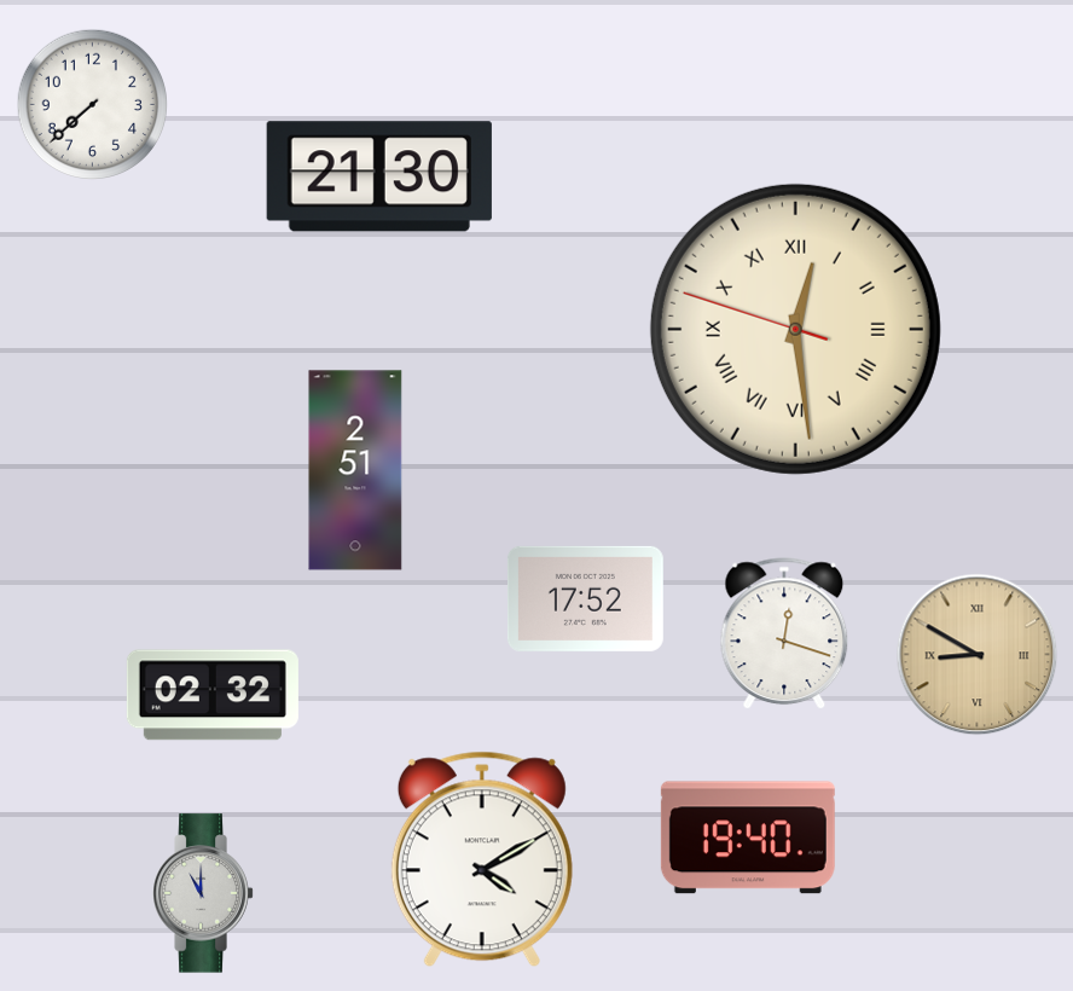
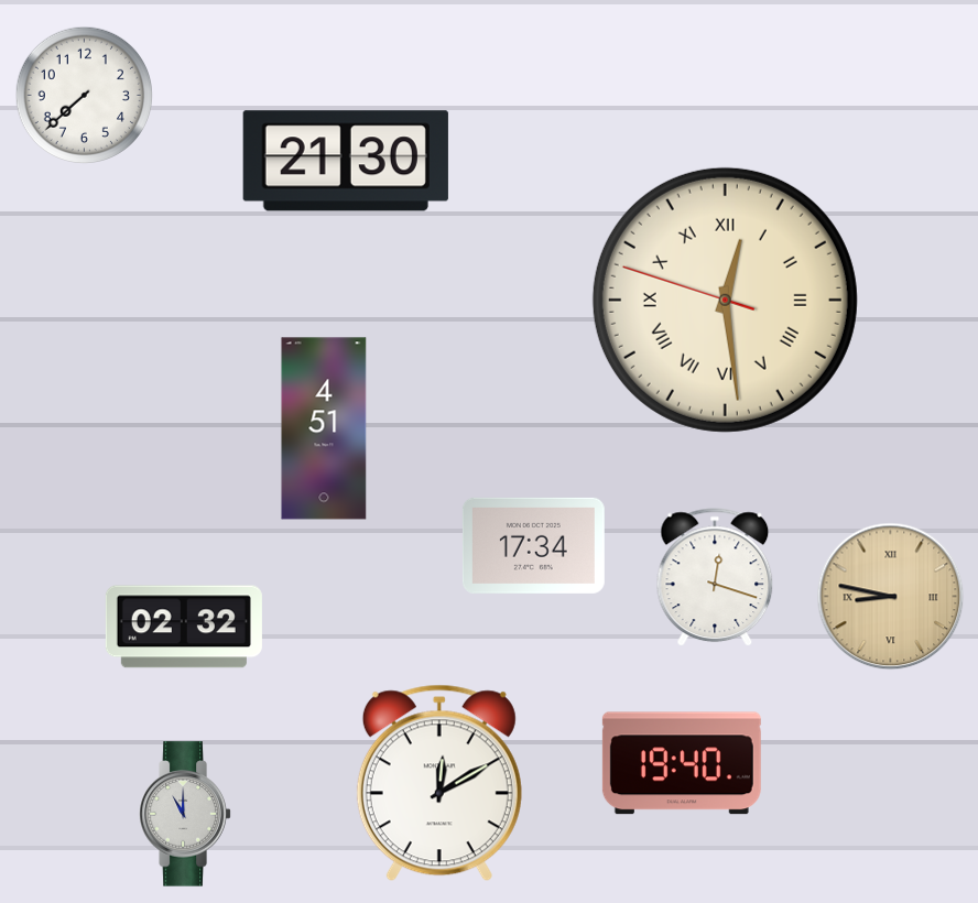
clock at (355, 470): 2:51 -> 4:51
clock at (585, 598): 17:52 -> 17:34
clock at (978, 655): 8:50 -> 8:47
clock at (213, 695) position: (213, 695) -> (184, 627)
clock at (482, 859): 4:10 -> 12:10
